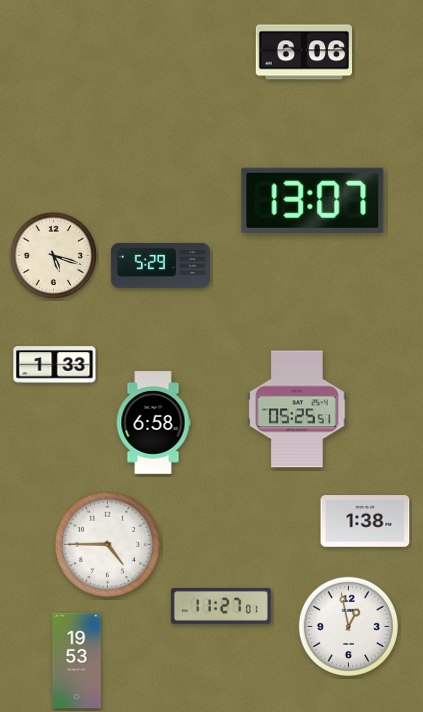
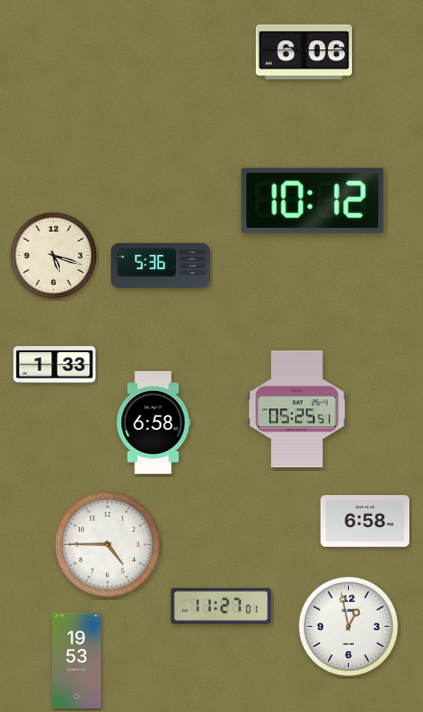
clock at (313, 200): 13:07 -> 10:12
clock at (160, 265): 5:29 -> 5:36
clock at (365, 521): 1:38 -> 6:58
